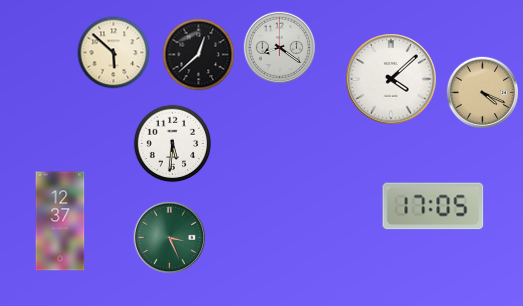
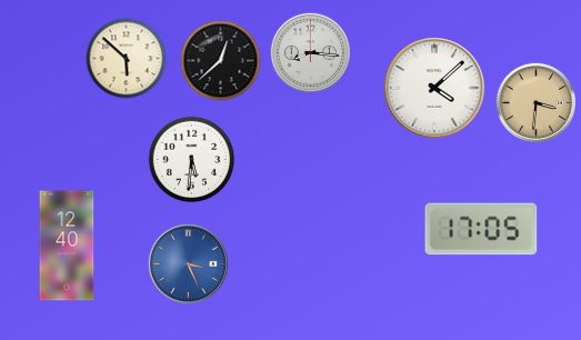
clock at (280, 48): 8:21 -> 8:16
clock at (483, 93): 4:19 -> 3:31
clock at (60, 221): 12:37 -> 12:40
clock at (170, 238) dial: green -> blue
